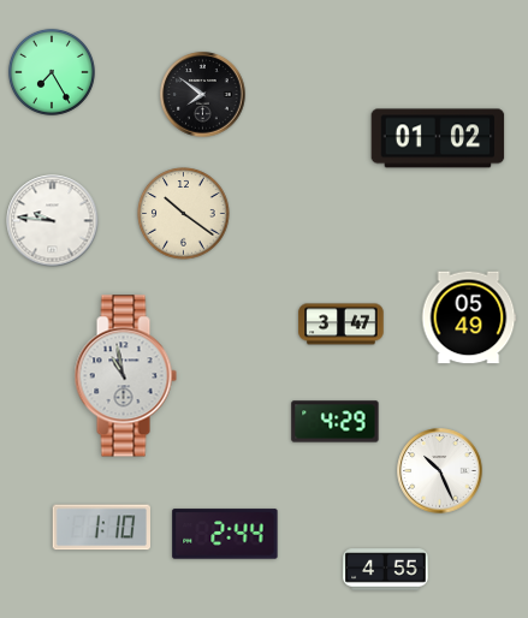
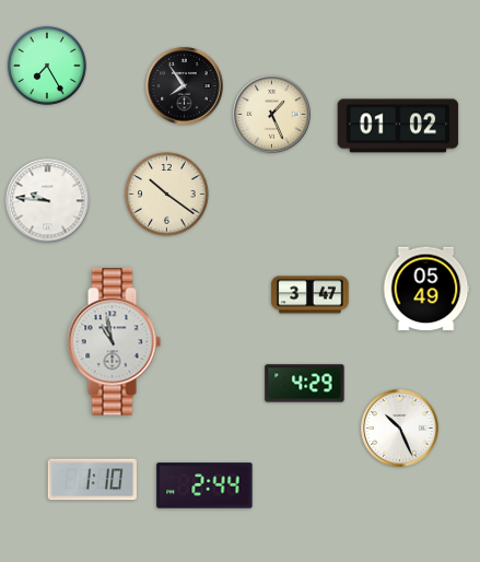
clock at (203, 95): 7:51 -> 7:54
clock at (272, 115): none -> 1:26
clock at (386, 570): 4:55 -> none
